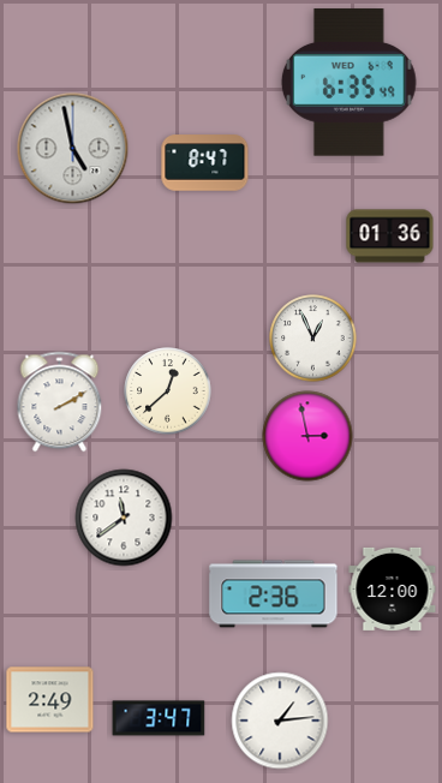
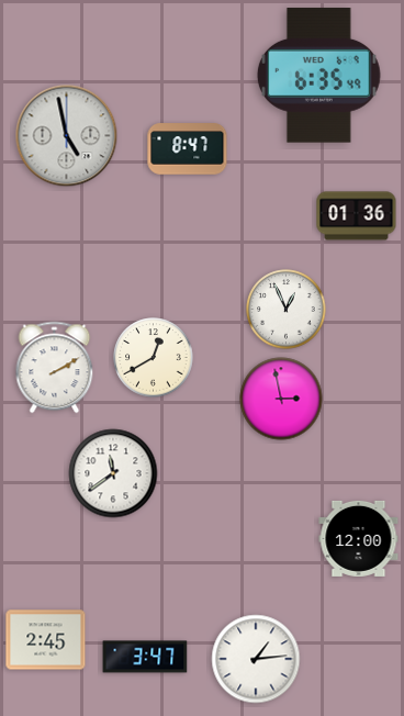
clock at (168, 391): 12:38 -> 12:40
clock at (274, 594): 2:36 -> none
clock at (50, 700): 2:49 -> 2:45
